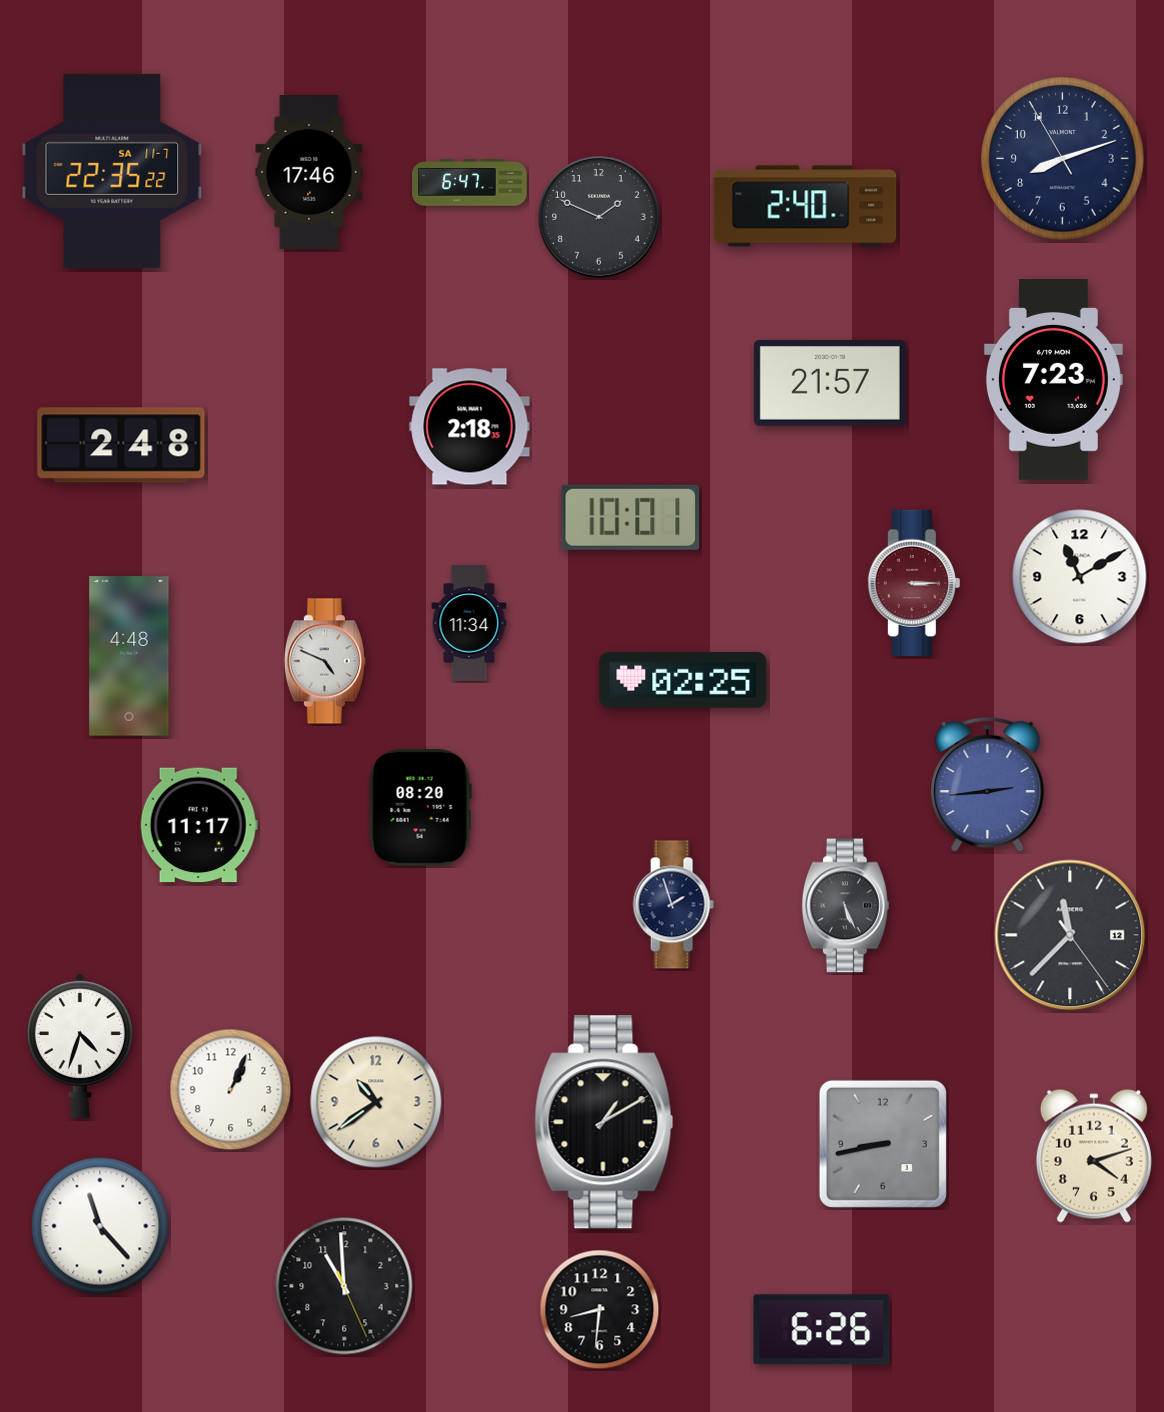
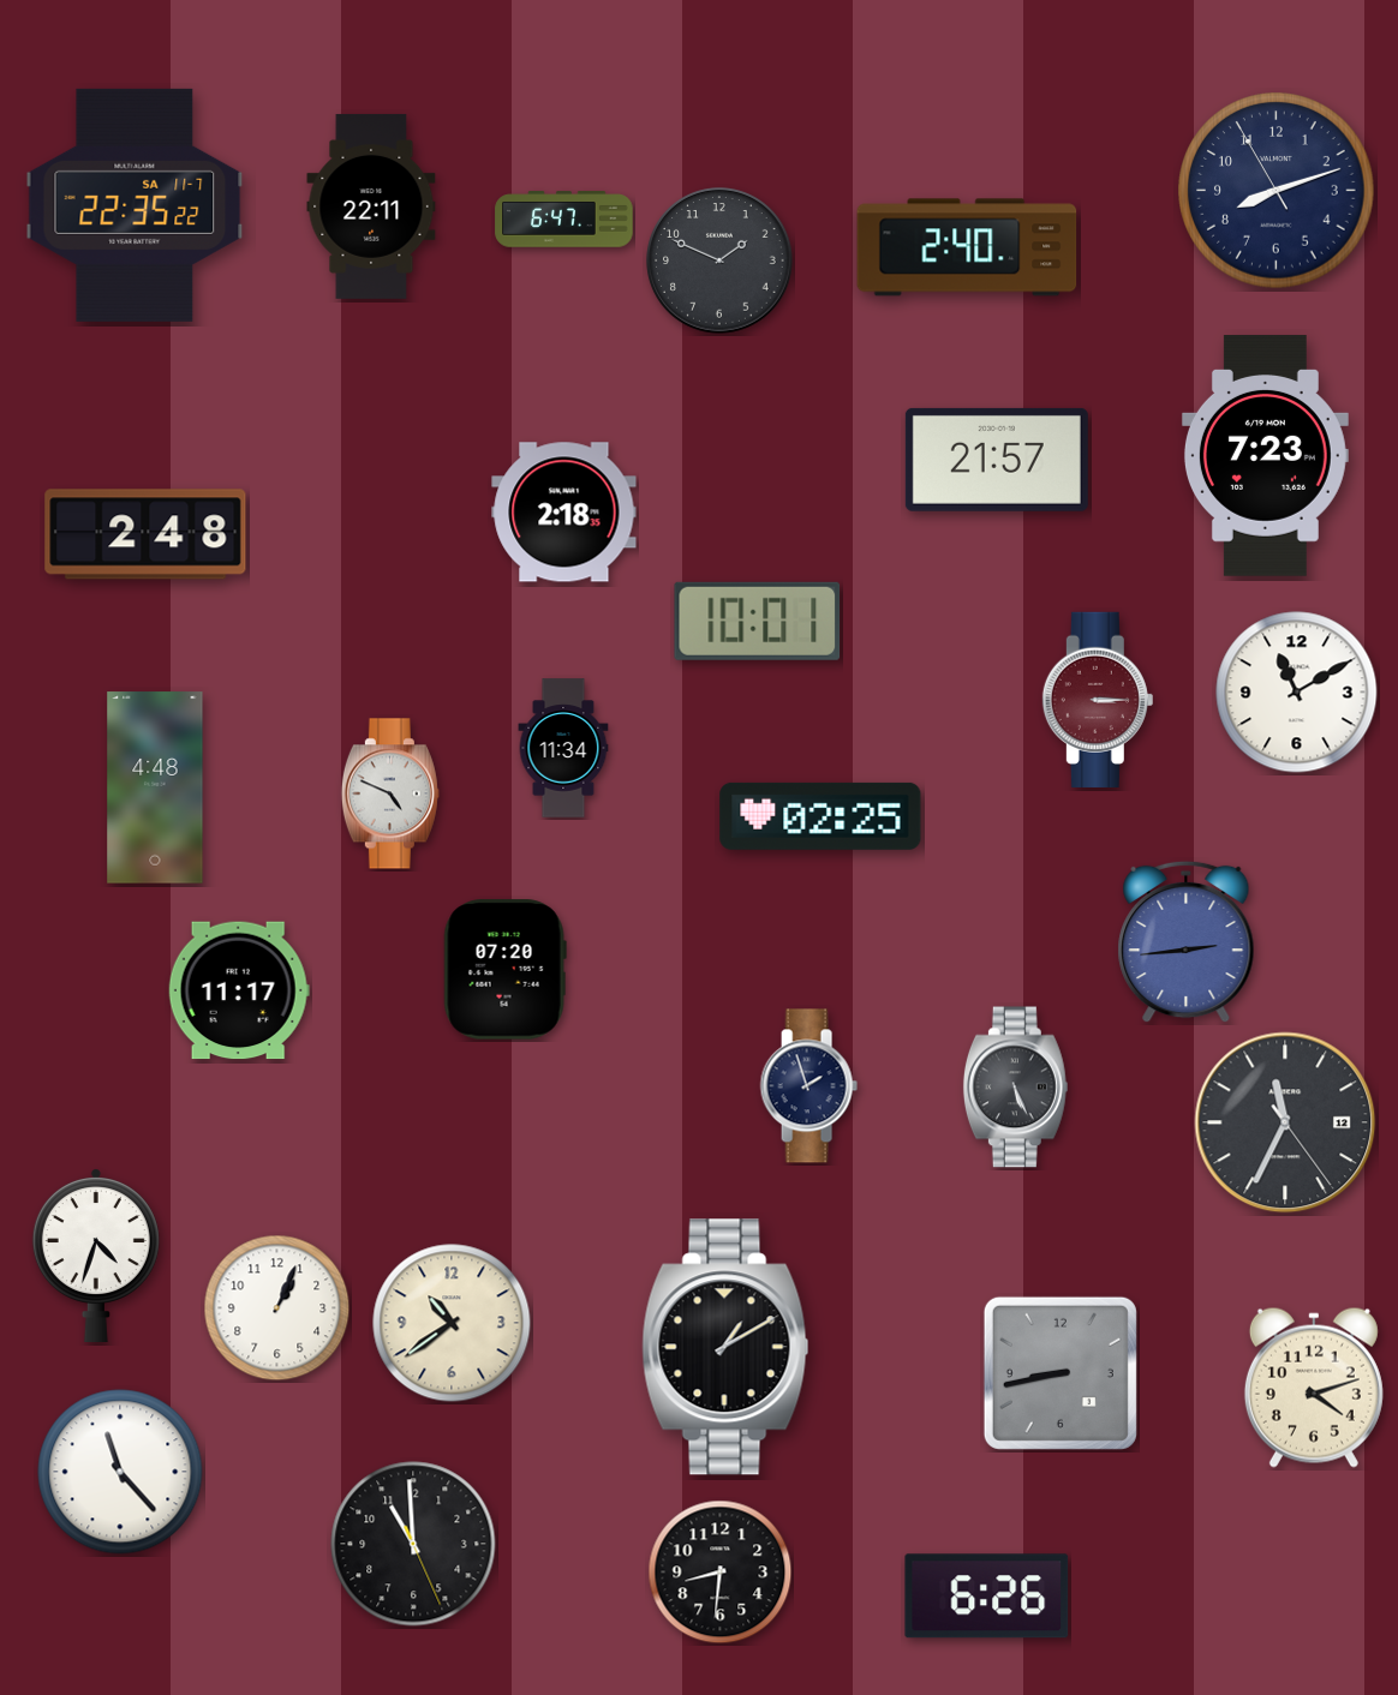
clock at (309, 172): 17:46 -> 22:11
clock at (420, 808): 08:20 -> 07:20
clock at (1070, 935): 11:37 -> 11:34
